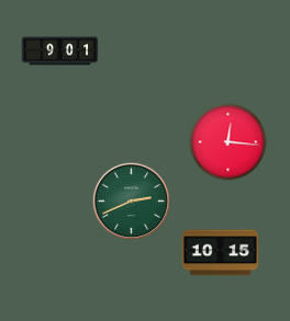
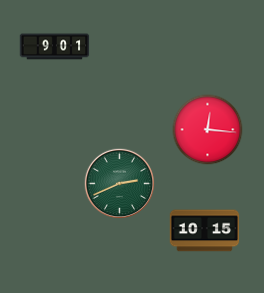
clock at (221, 253) position: (221, 253) -> (205, 231)
